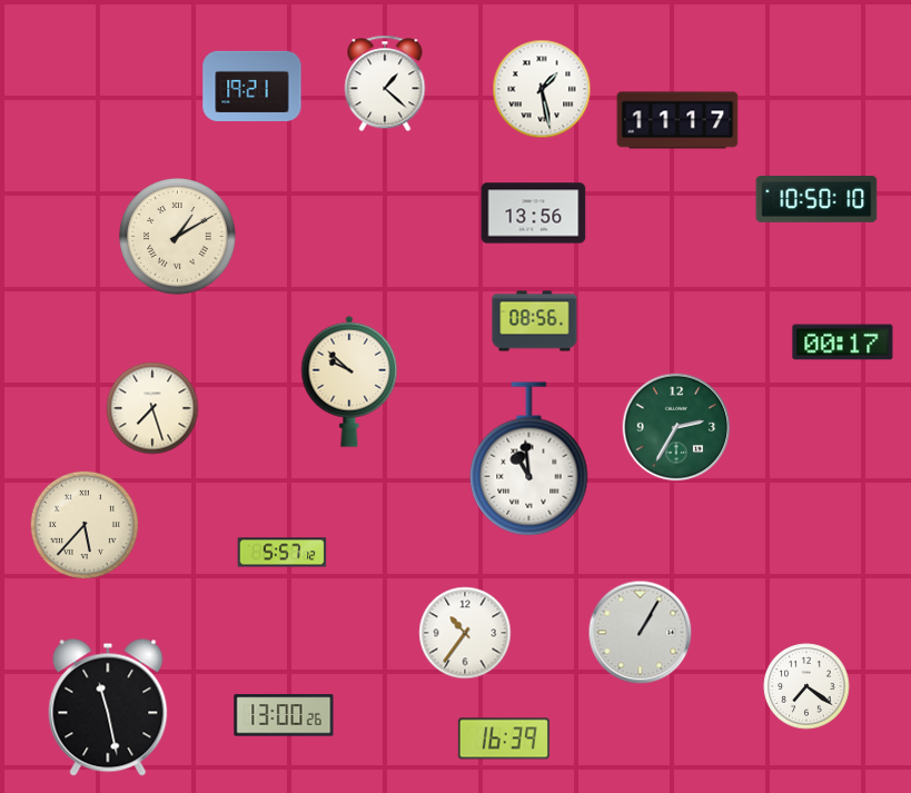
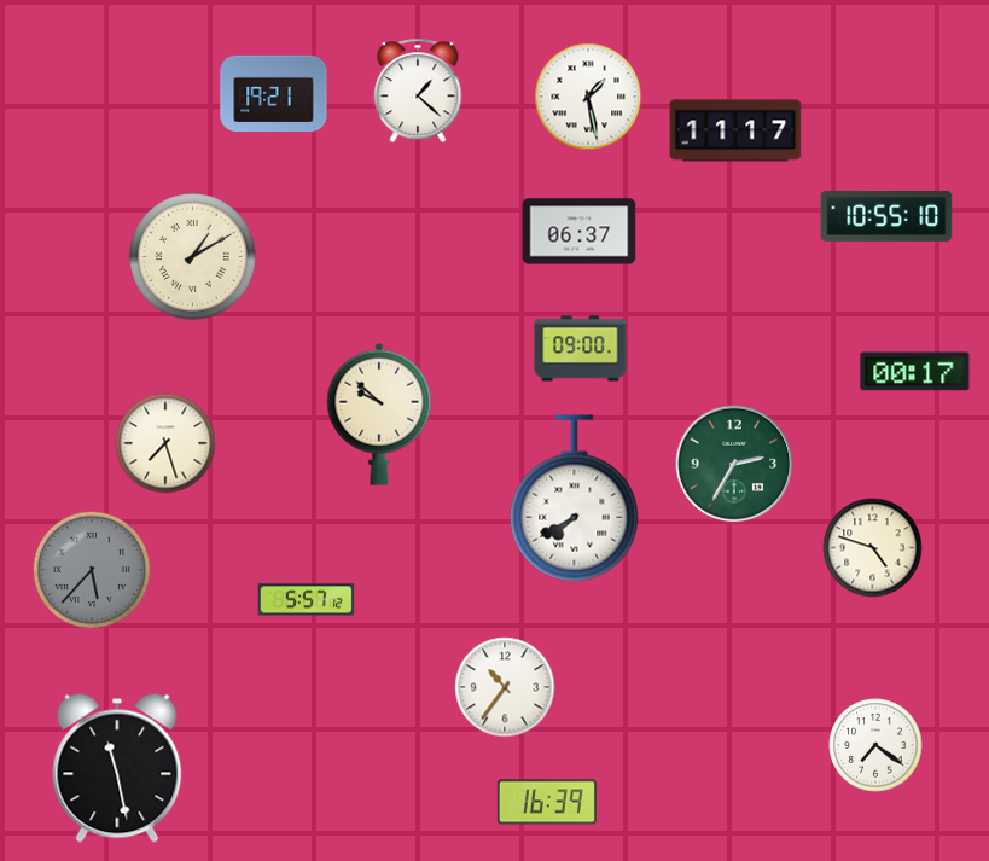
clock at (816, 200): 10:50 -> 10:55
clock at (534, 214): 13:56 -> 06:37
clock at (535, 321): 08:56 -> 09:00
clock at (529, 459): 10:59 -> 7:40
clock at (873, 548): none -> 4:48
clock at (85, 525) dial: cream -> grey
clock at (641, 633): 1:05 -> none
clock at (284, 715): 13:00 -> none
